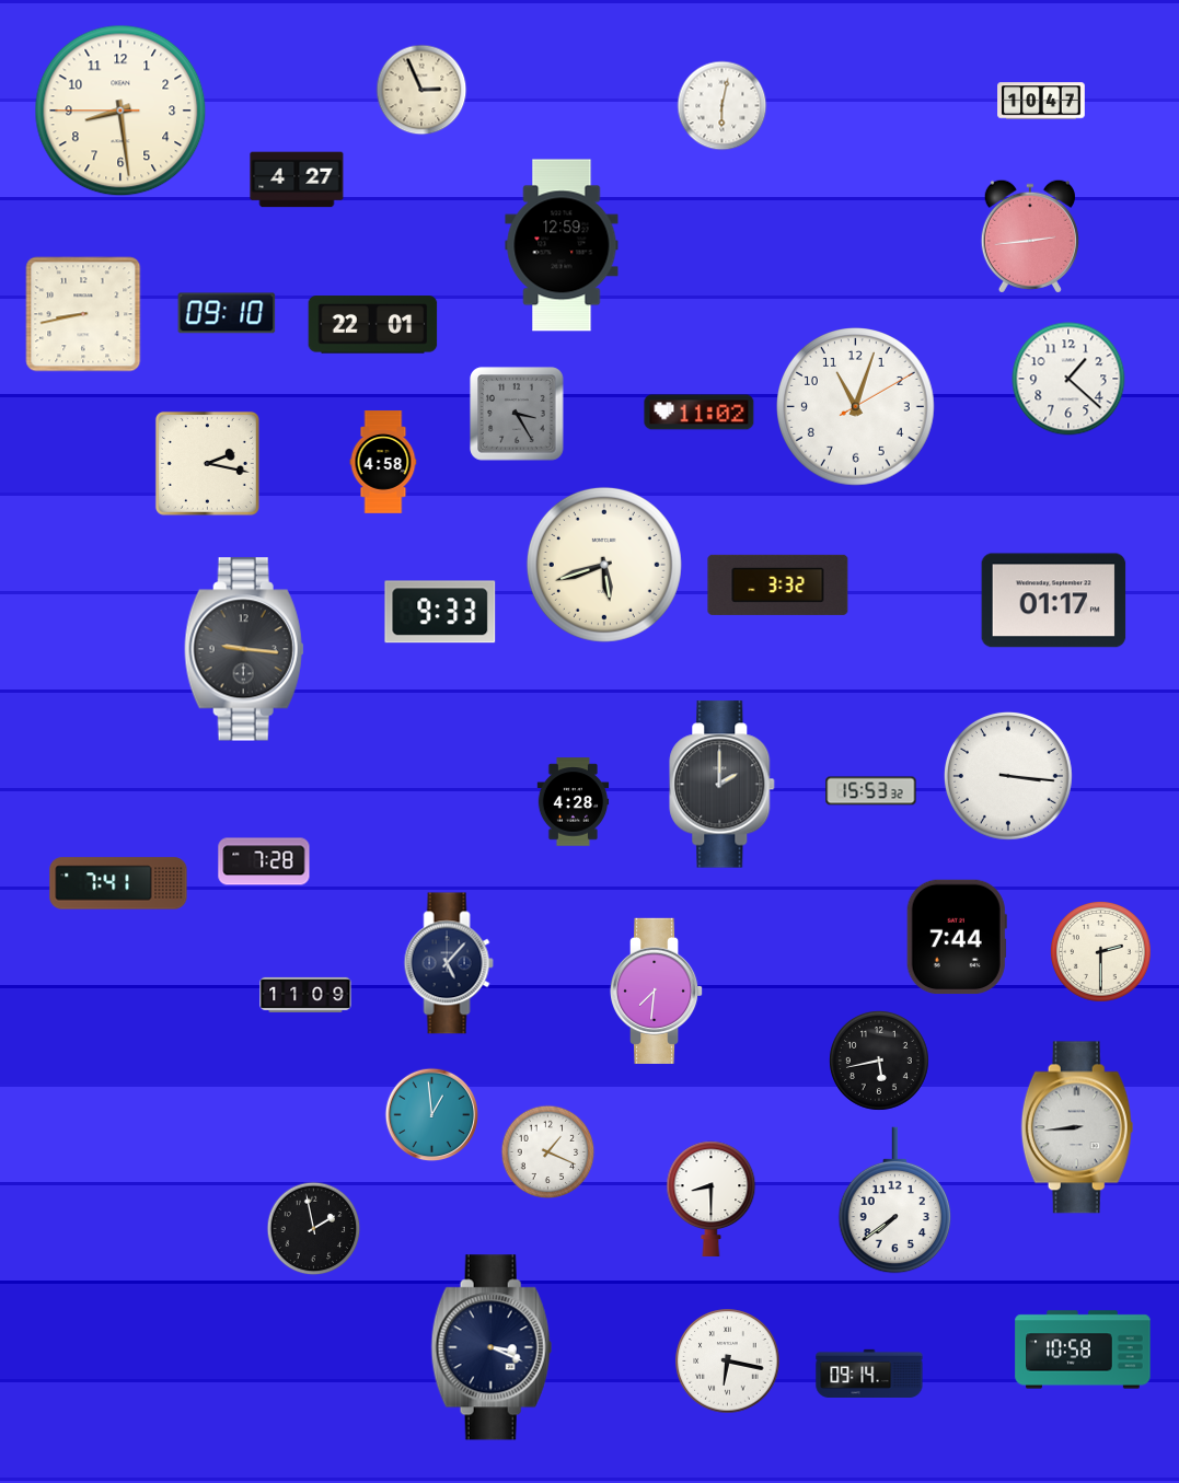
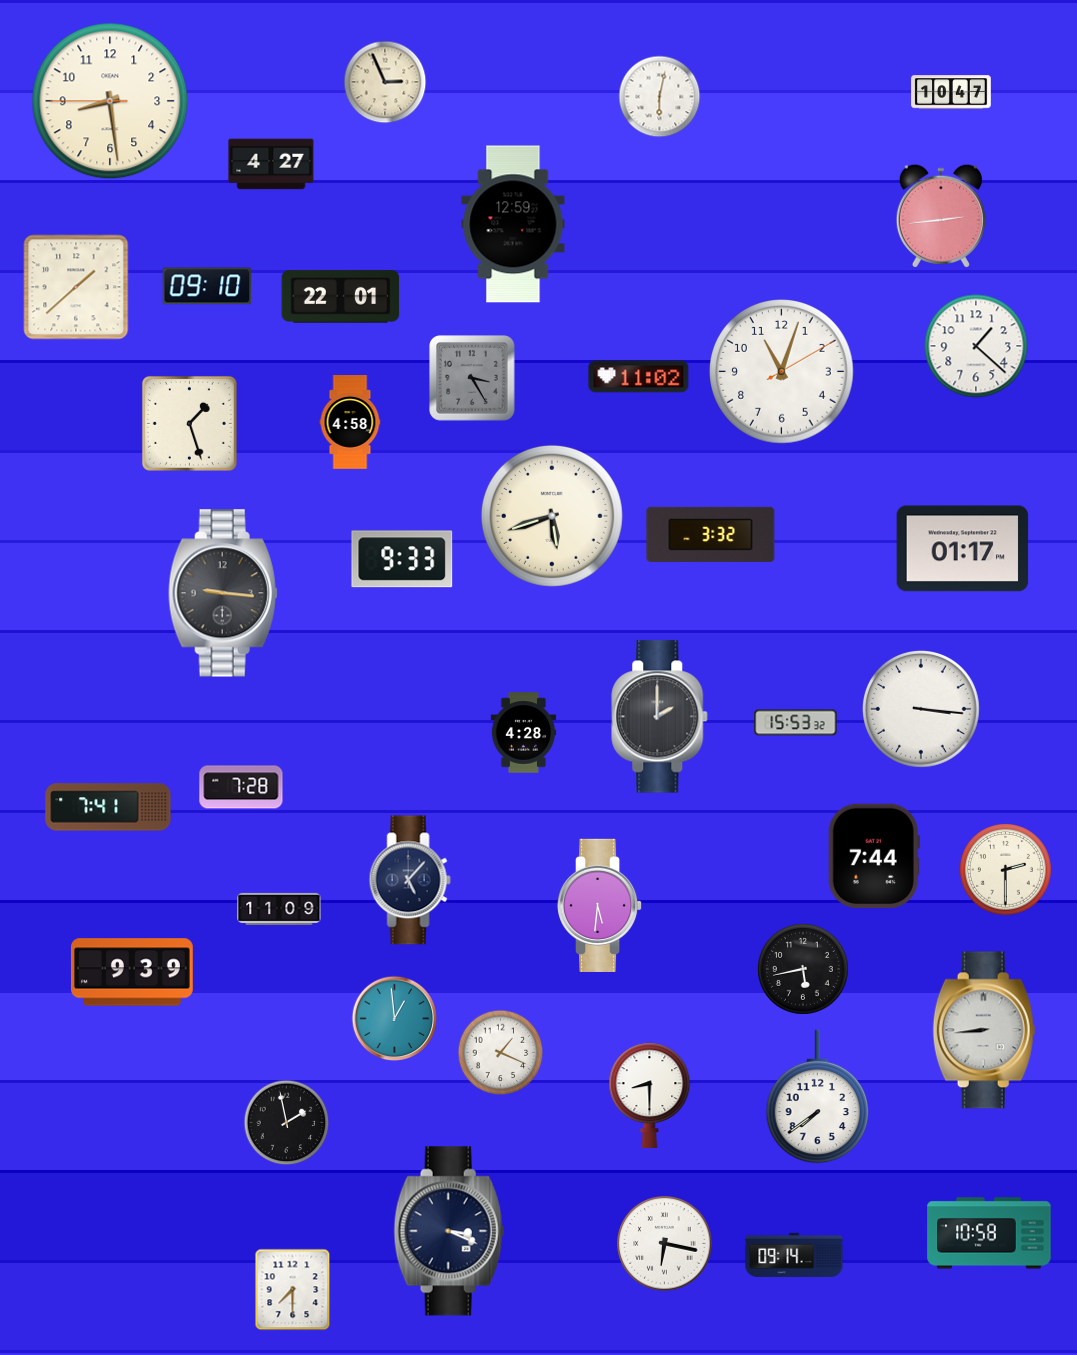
clock at (83, 314): 8:43 -> 1:38
clock at (207, 463): 2:17 -> 1:27
clock at (657, 990): 7:31 -> 5:31
clock at (132, 972): none -> 9:39
clock at (293, 1290): none -> 7:30
